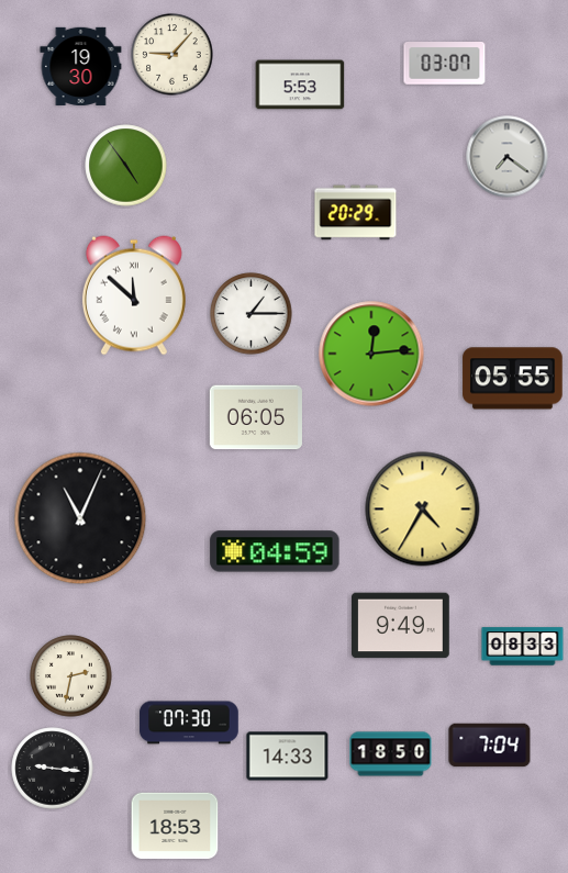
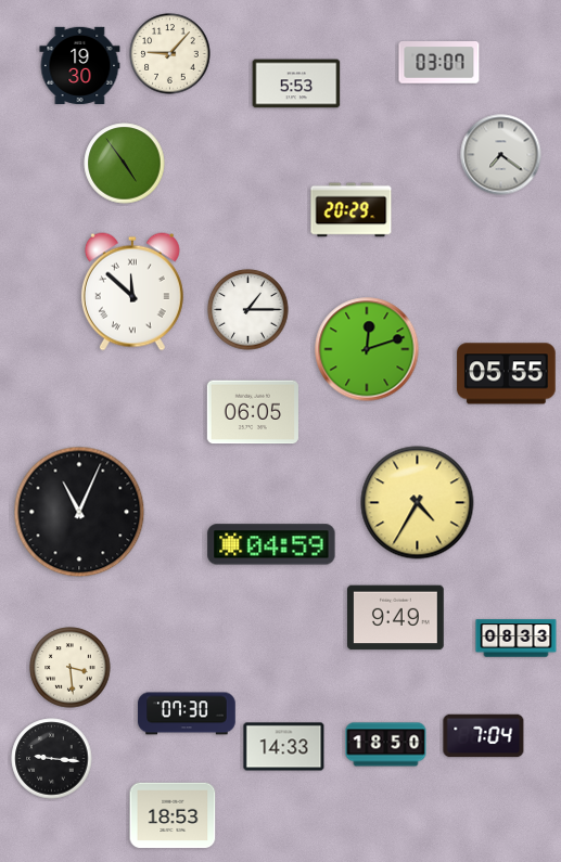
clock at (371, 354): 12:14 -> 12:12
clock at (71, 676): 2:32 -> 3:29
